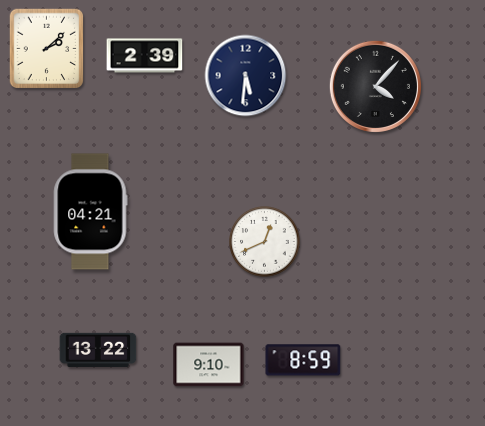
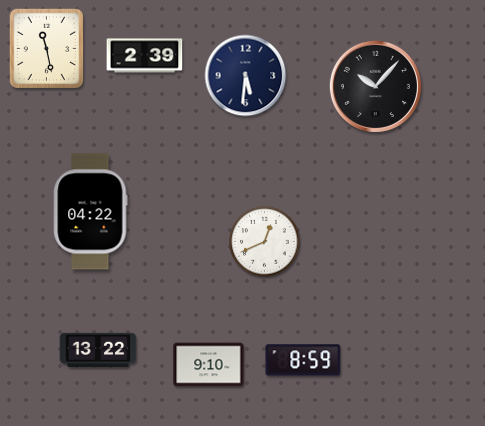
clock at (47, 49): 2:08 -> 11:28
clock at (375, 86): 4:07 -> 10:07
clock at (90, 212): 04:21 -> 04:22
